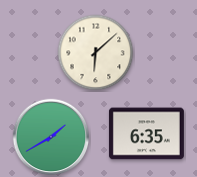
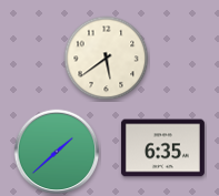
clock at (96, 53): 6:08 -> 5:39
clock at (51, 137): 1:40 -> 1:38
